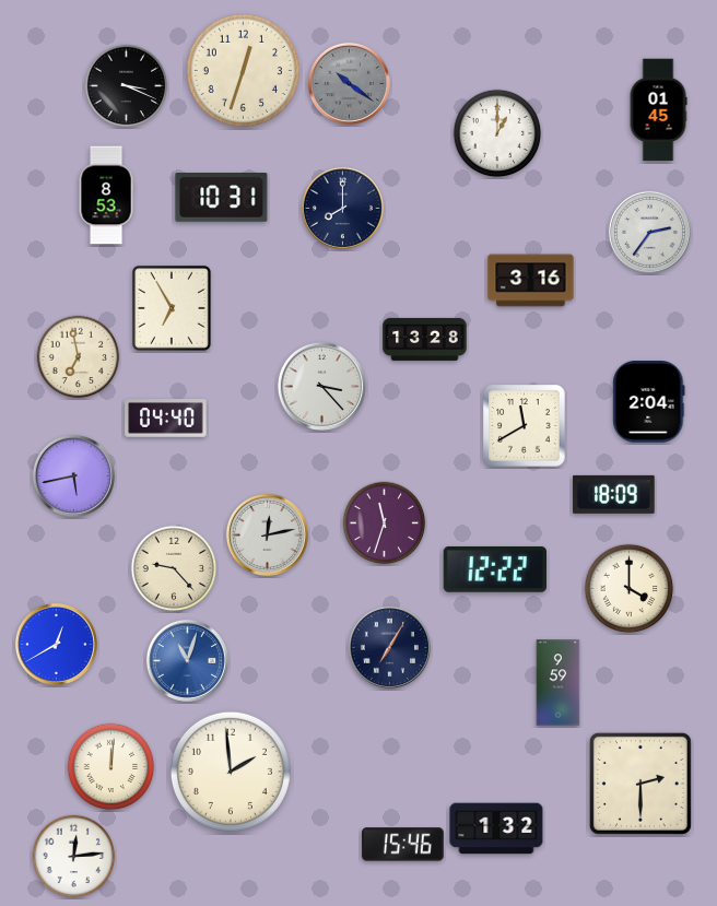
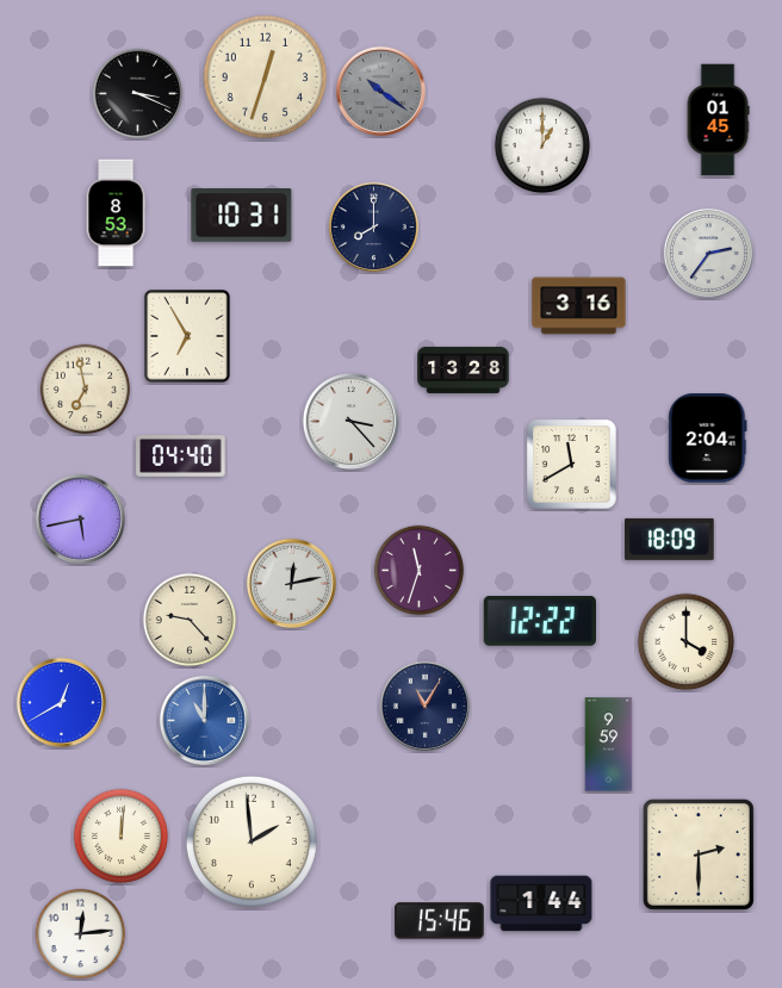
clock at (389, 647): 7:05 -> 11:05
clock at (187, 660): 11:03 -> 11:00
clock at (496, 828): 1:32 -> 1:44
